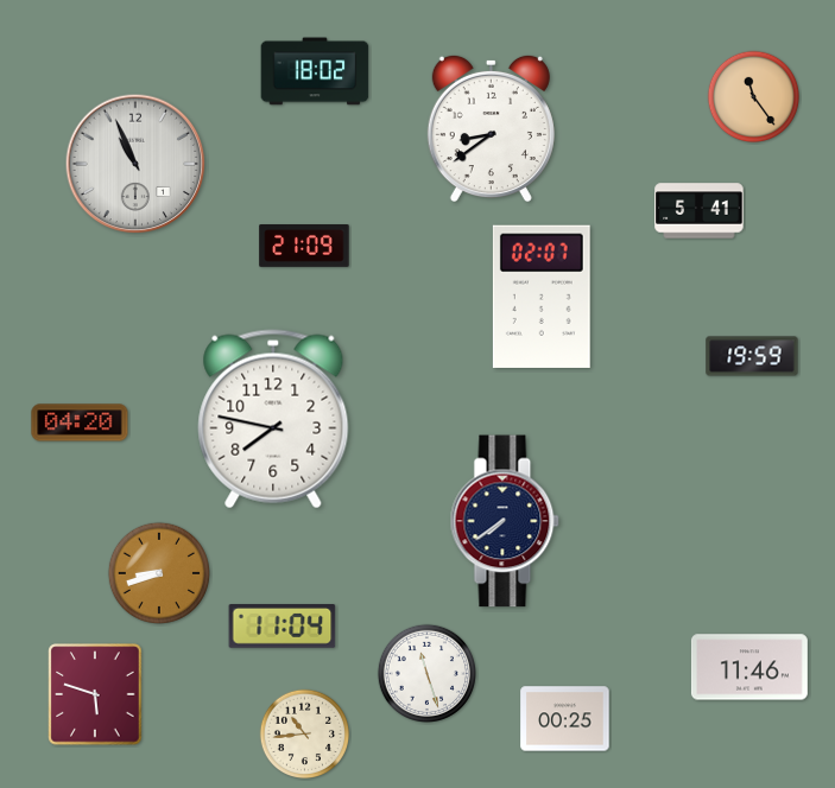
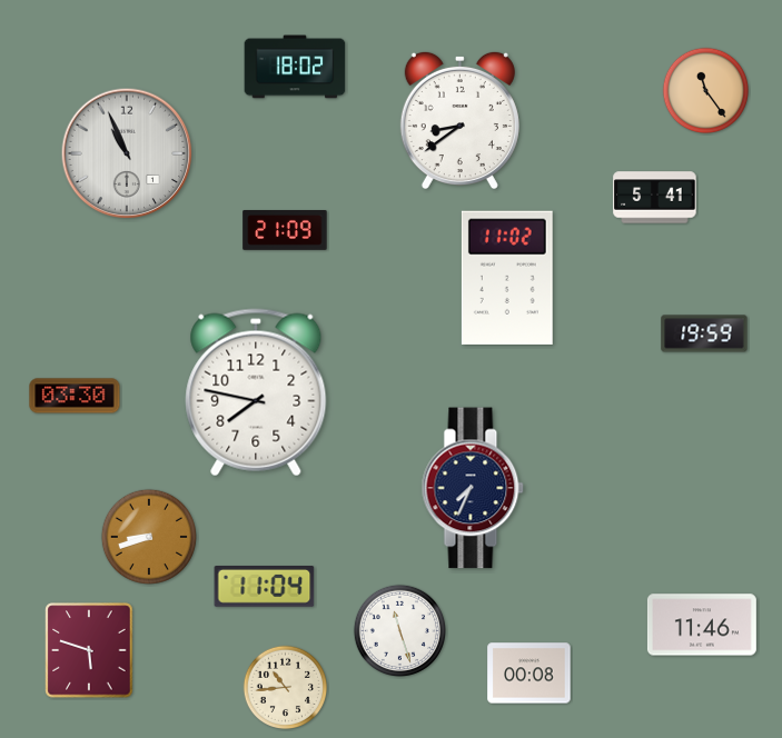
clock at (542, 297): 02:07 -> 11:02
clock at (80, 422): 04:20 -> 03:30
clock at (505, 521): 7:39 -> 7:34
clock at (565, 719): 00:25 -> 00:08
